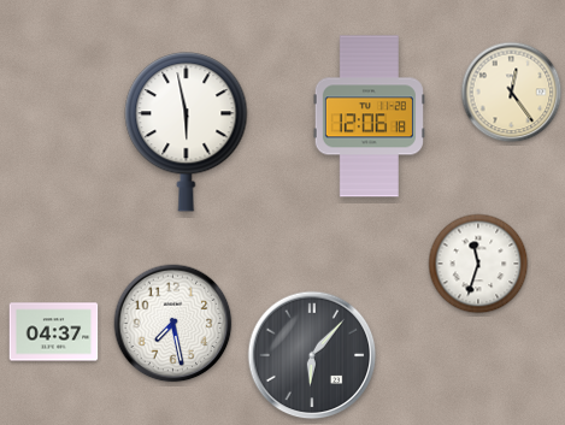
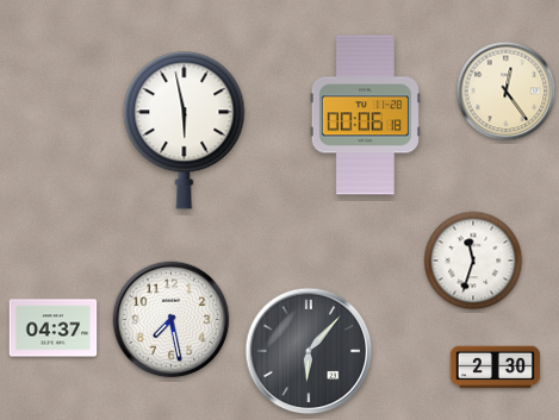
clock at (369, 117): 12:06 -> 00:06
clock at (496, 368): none -> 2:30
